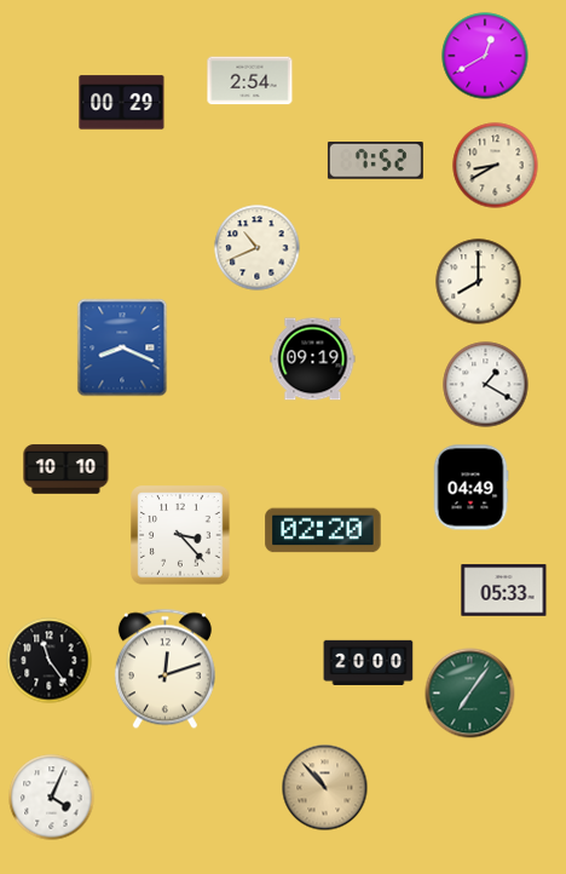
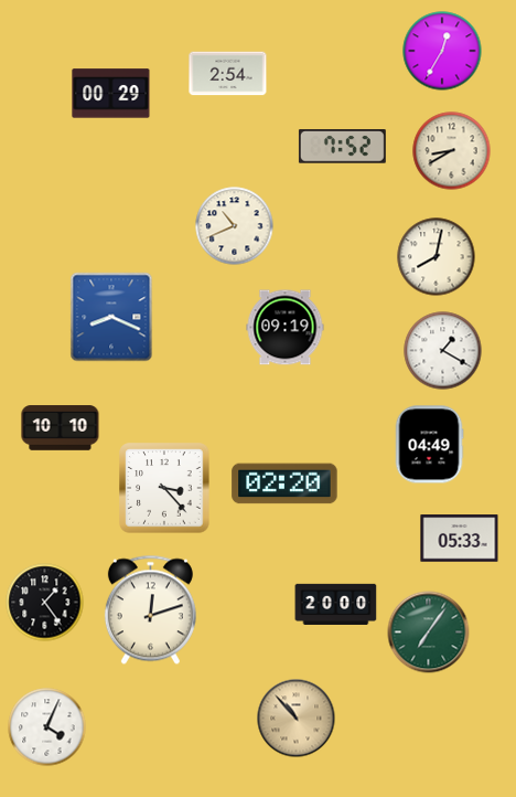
clock at (485, 56): 12:40 -> 12:35
clock at (479, 282): 8:00 -> 8:02
clock at (323, 530) position: (323, 530) -> (284, 483)
clock at (50, 661): 11:24 -> 1:24
